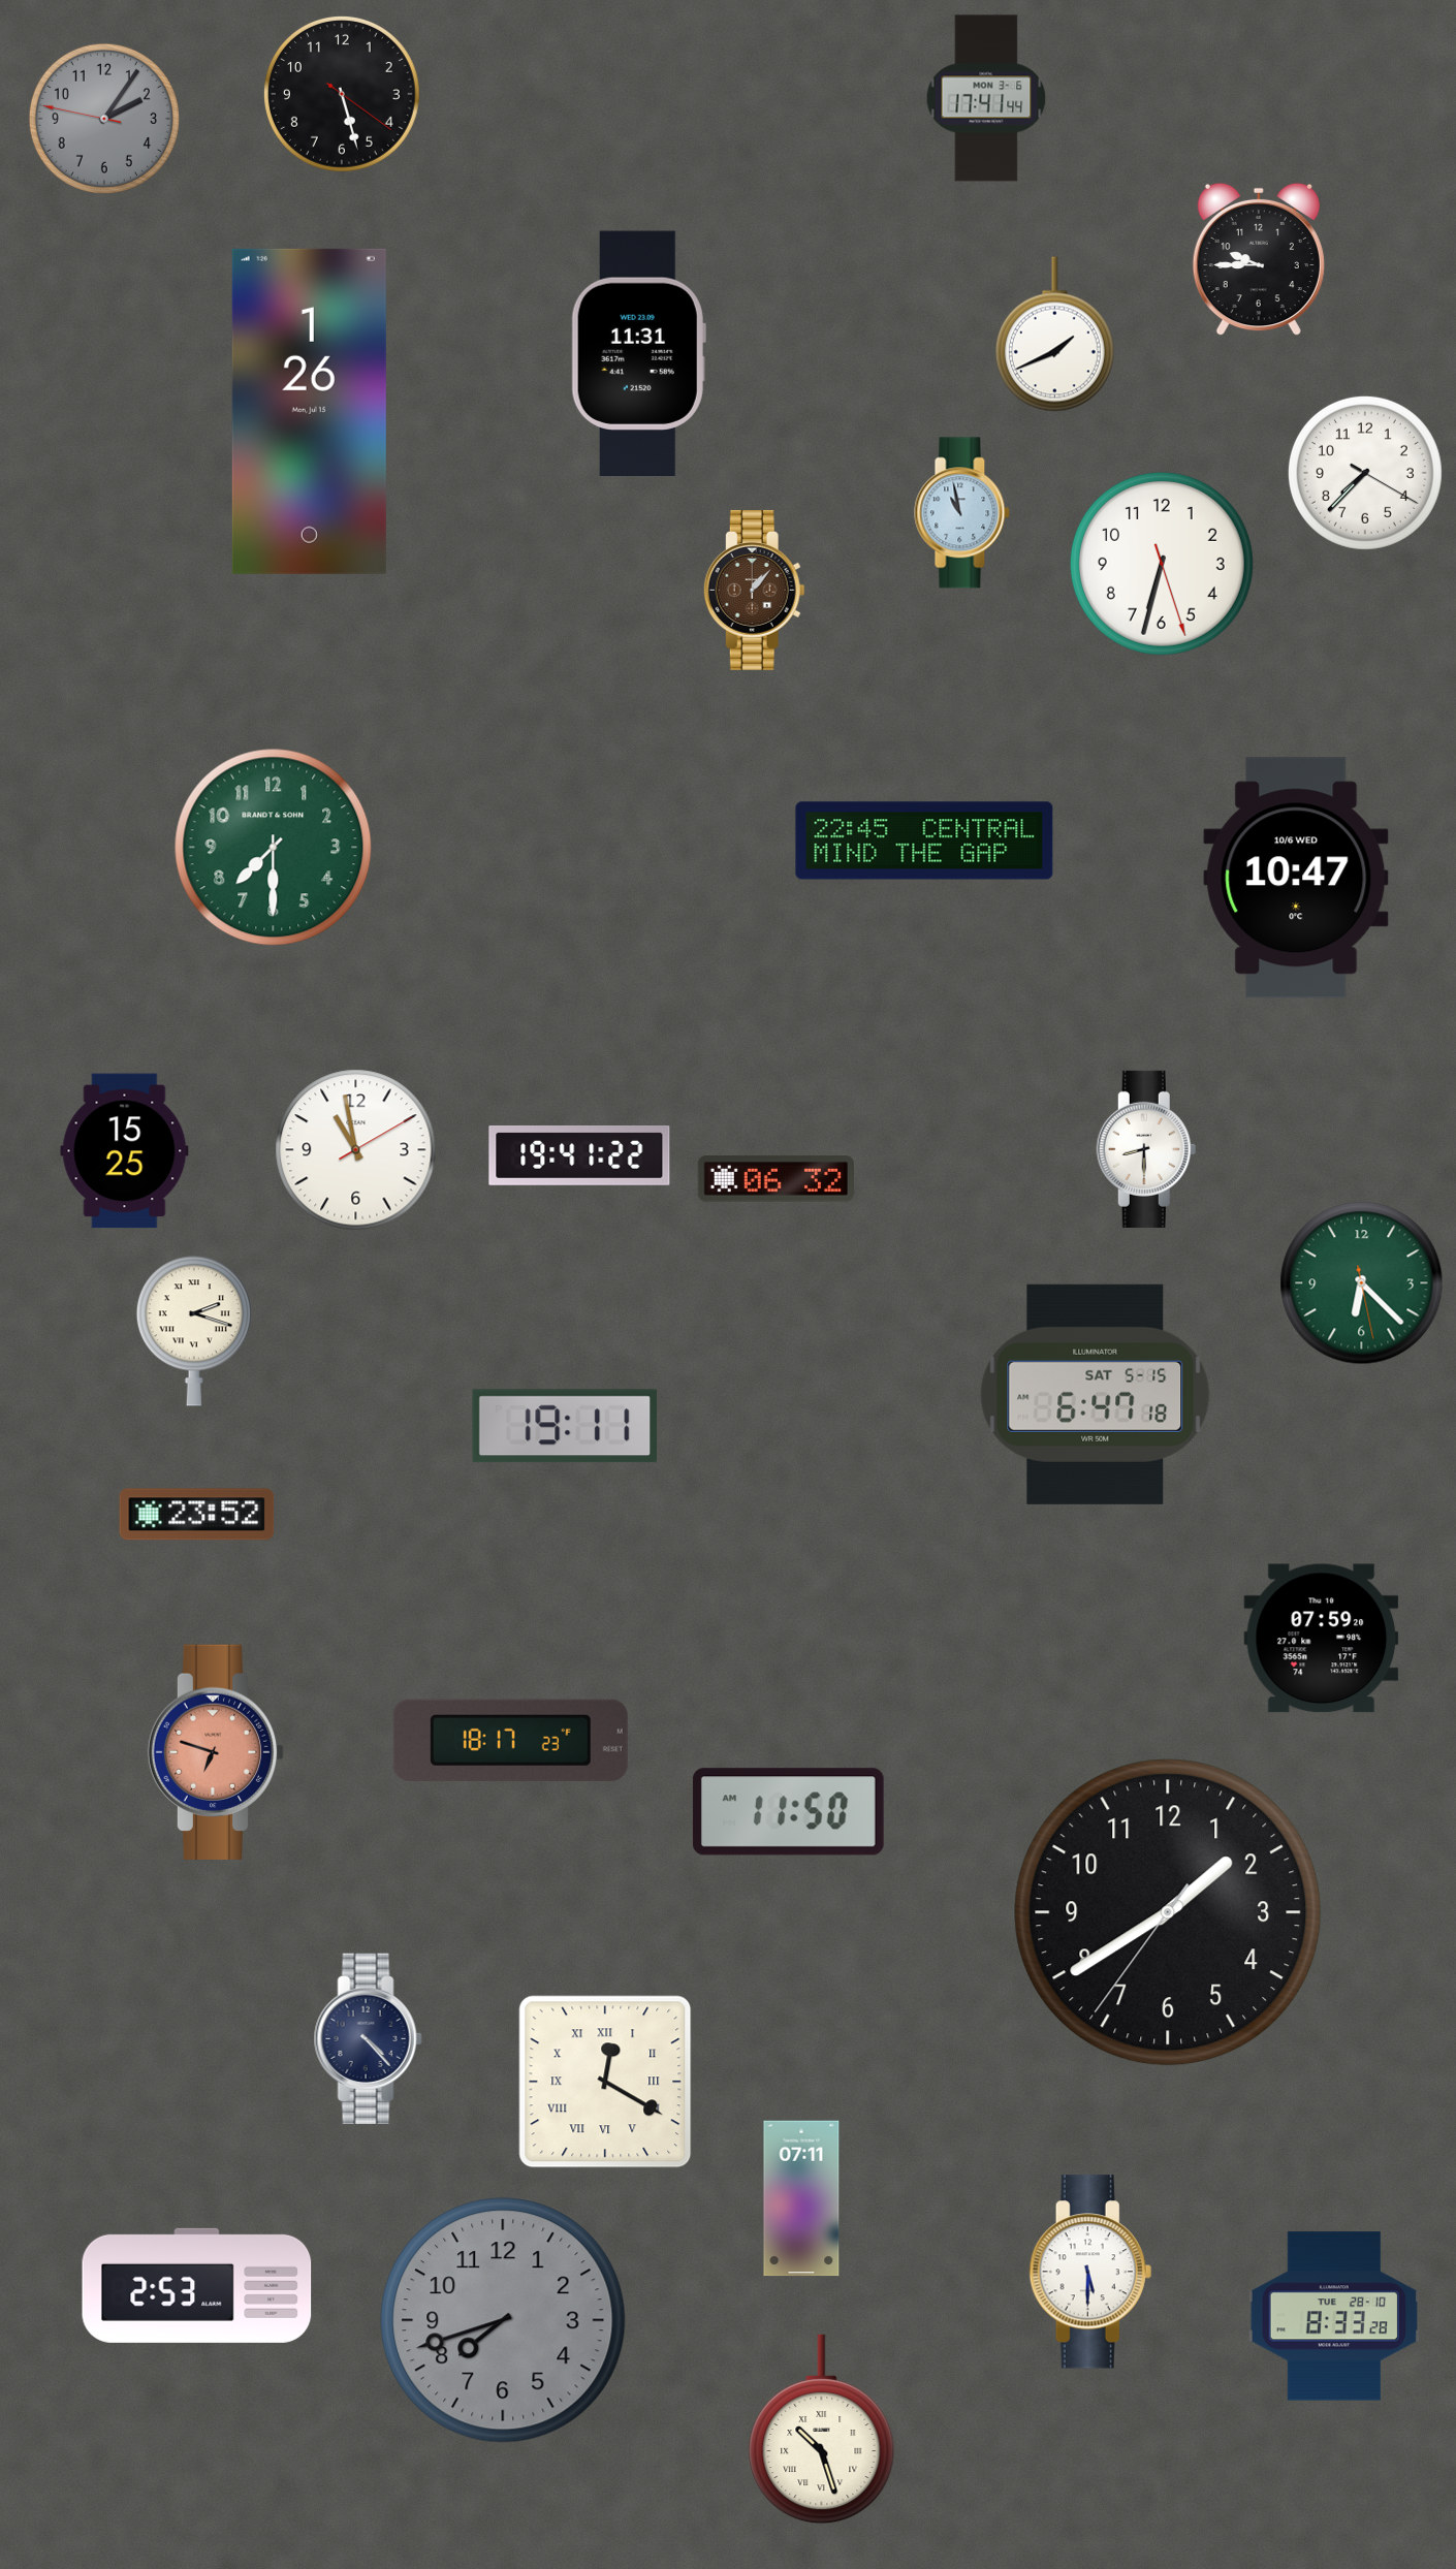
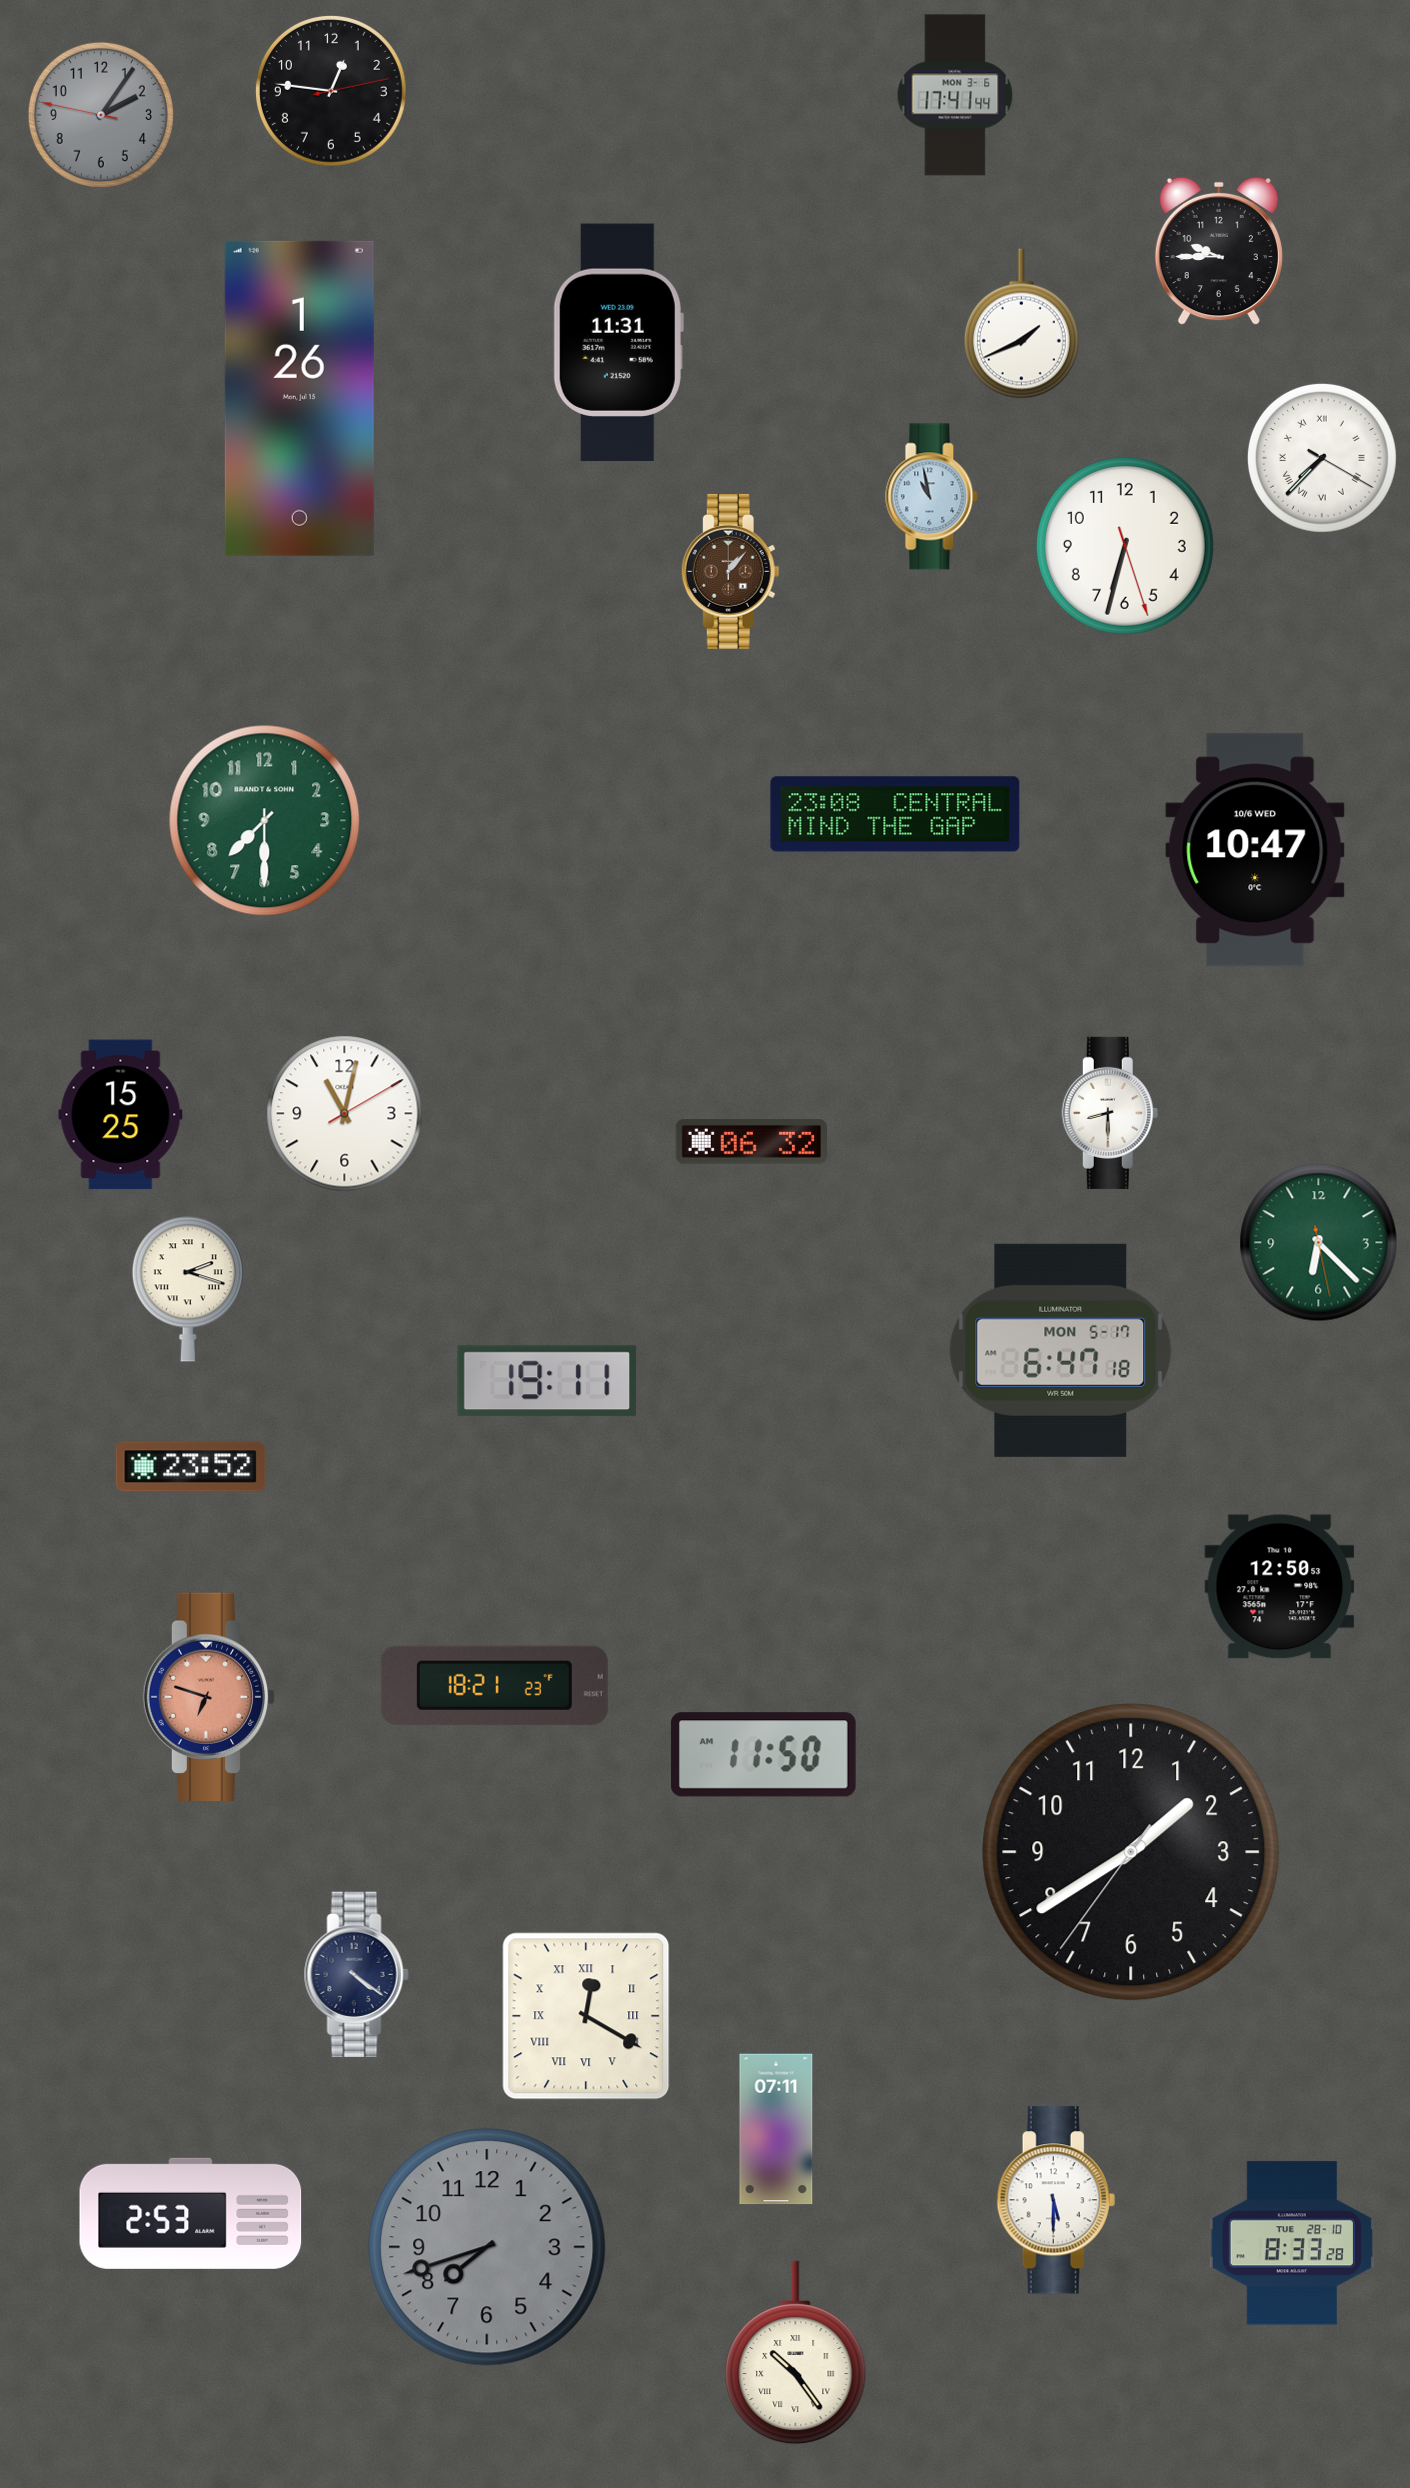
clock at (342, 94): 5:27 -> 12:46
clock at (1365, 473) numerals: Arabic -> Roman
clock at (924, 841): 22:45 -> 23:08
clock at (356, 1150): 10:58 -> 11:02
clock at (579, 1155): 19:41 -> none
clock at (1096, 1394) date: SAT 5-15 -> MON 5-17
clock at (1322, 1639): 07:59 -> 12:50
clock at (510, 1740): 18:17 -> 18:21
clock at (368, 2038): 4:23 -> 4:21
clock at (822, 2430): 10:27 -> 10:24
